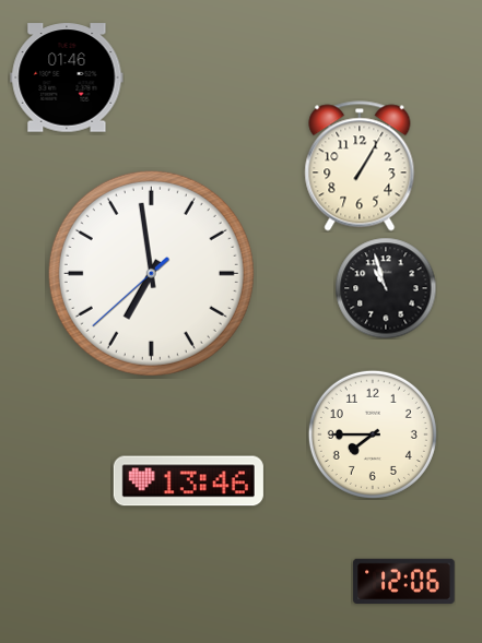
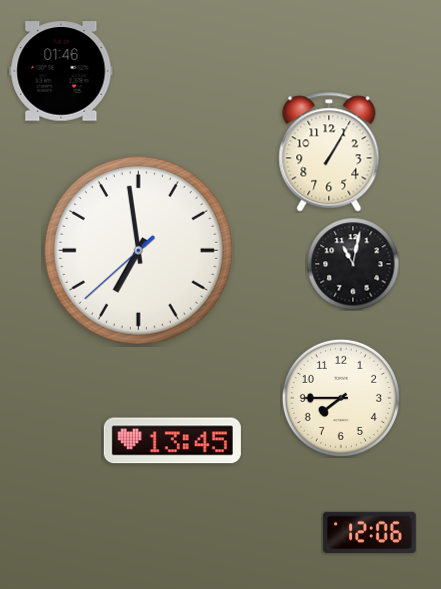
clock at (386, 288): 10:57 -> 11:02
clock at (188, 481): 13:46 -> 13:45
